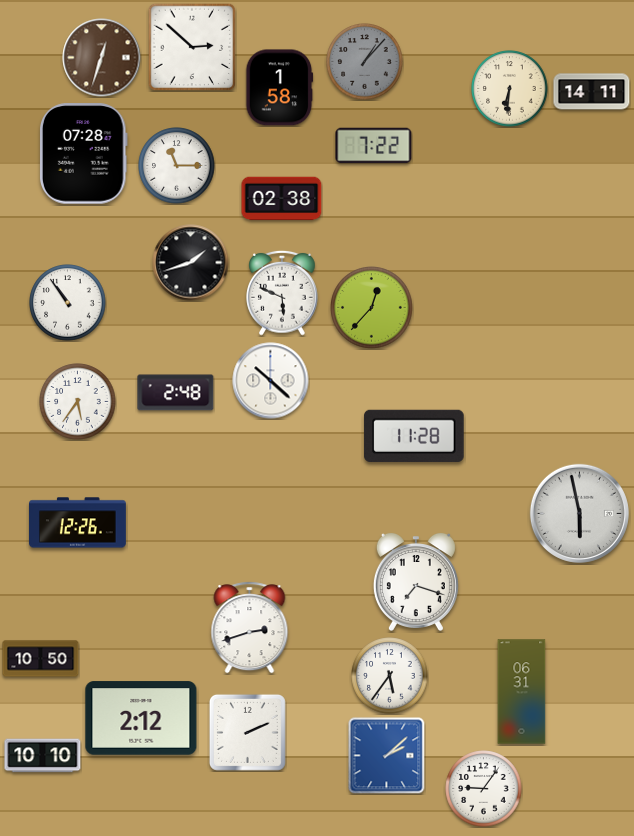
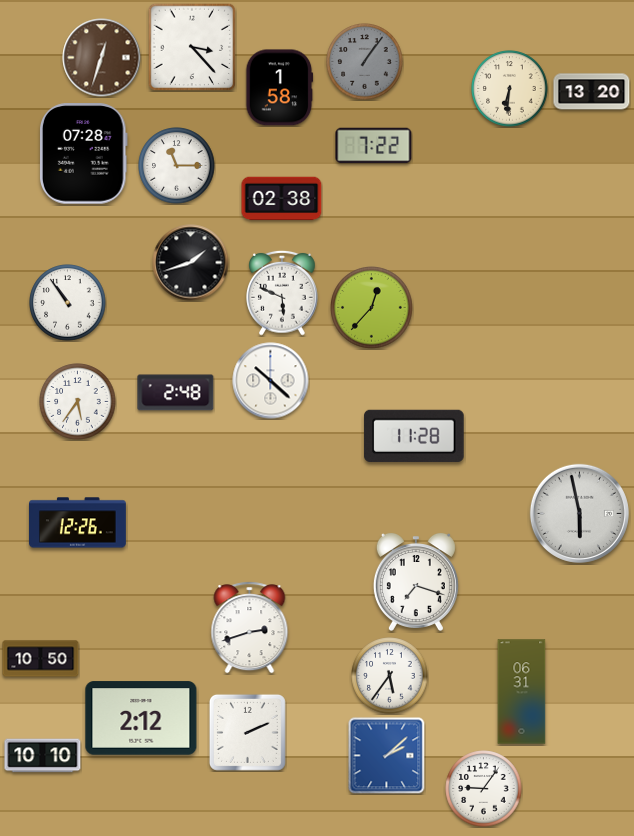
clock at (192, 47): 2:52 -> 3:23
clock at (365, 62): 1:07 -> 1:06
clock at (592, 92): 14:11 -> 13:20
